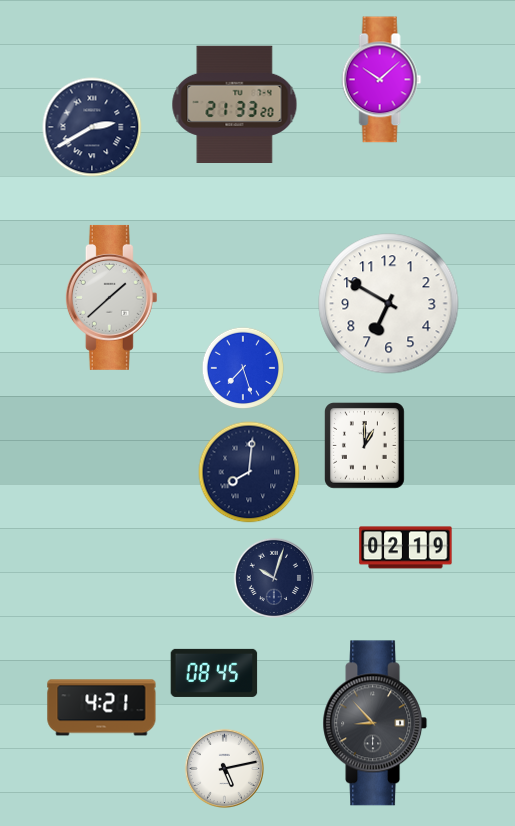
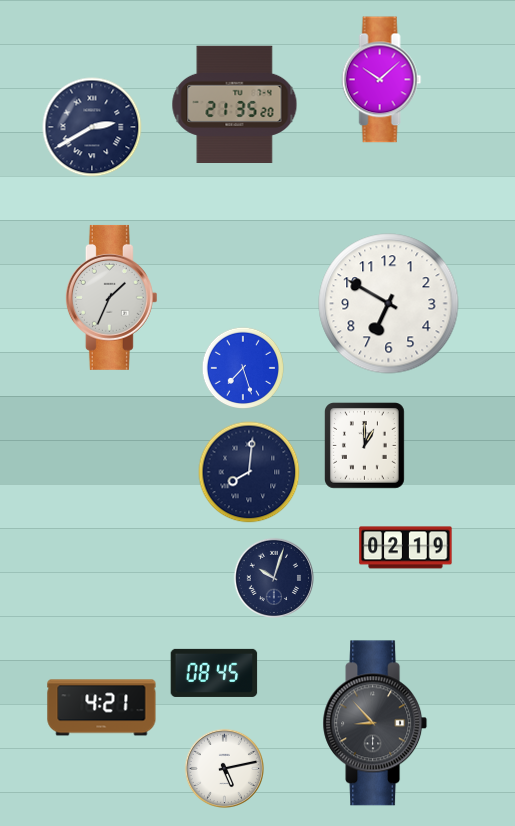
clock at (235, 104): 21:33 -> 21:35
clock at (111, 297): 1:38 -> 1:34
